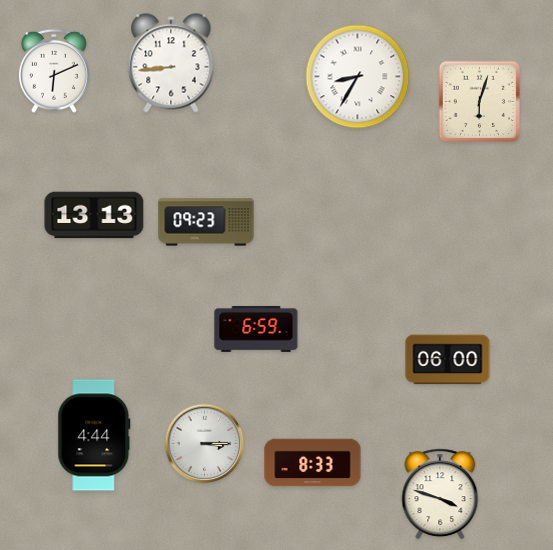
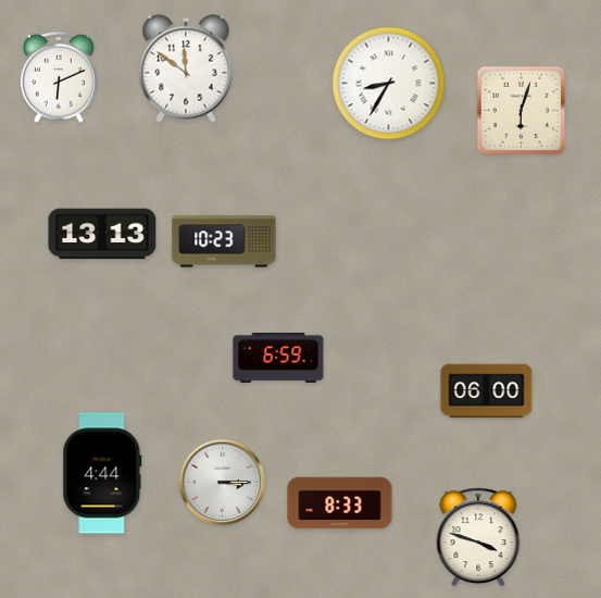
clock at (171, 63): 8:44 -> 11:51
clock at (206, 222): 09:23 -> 10:23
